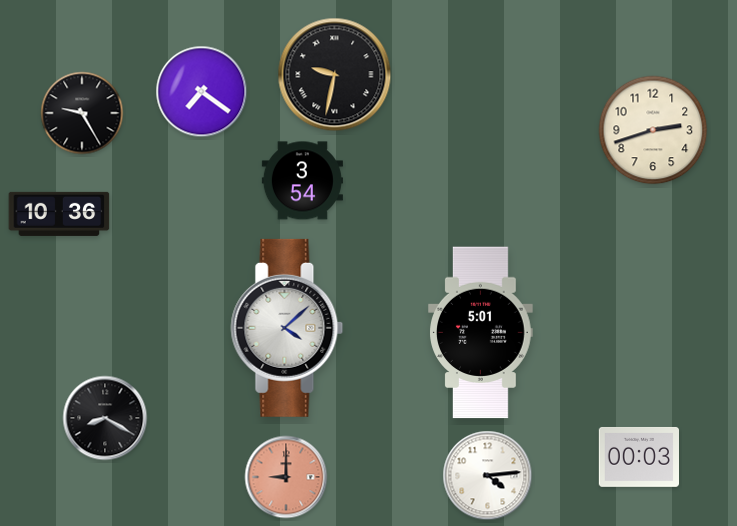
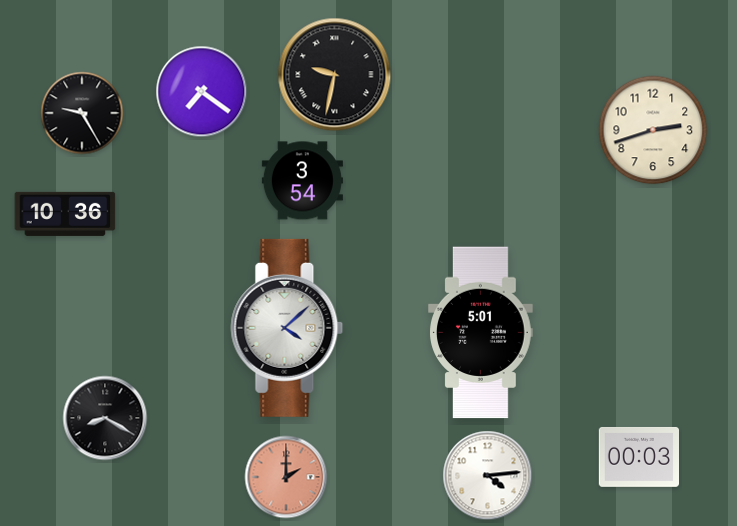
clock at (59, 214) position: (59, 214) -> (65, 214)
clock at (286, 477): 9:00 -> 2:00
